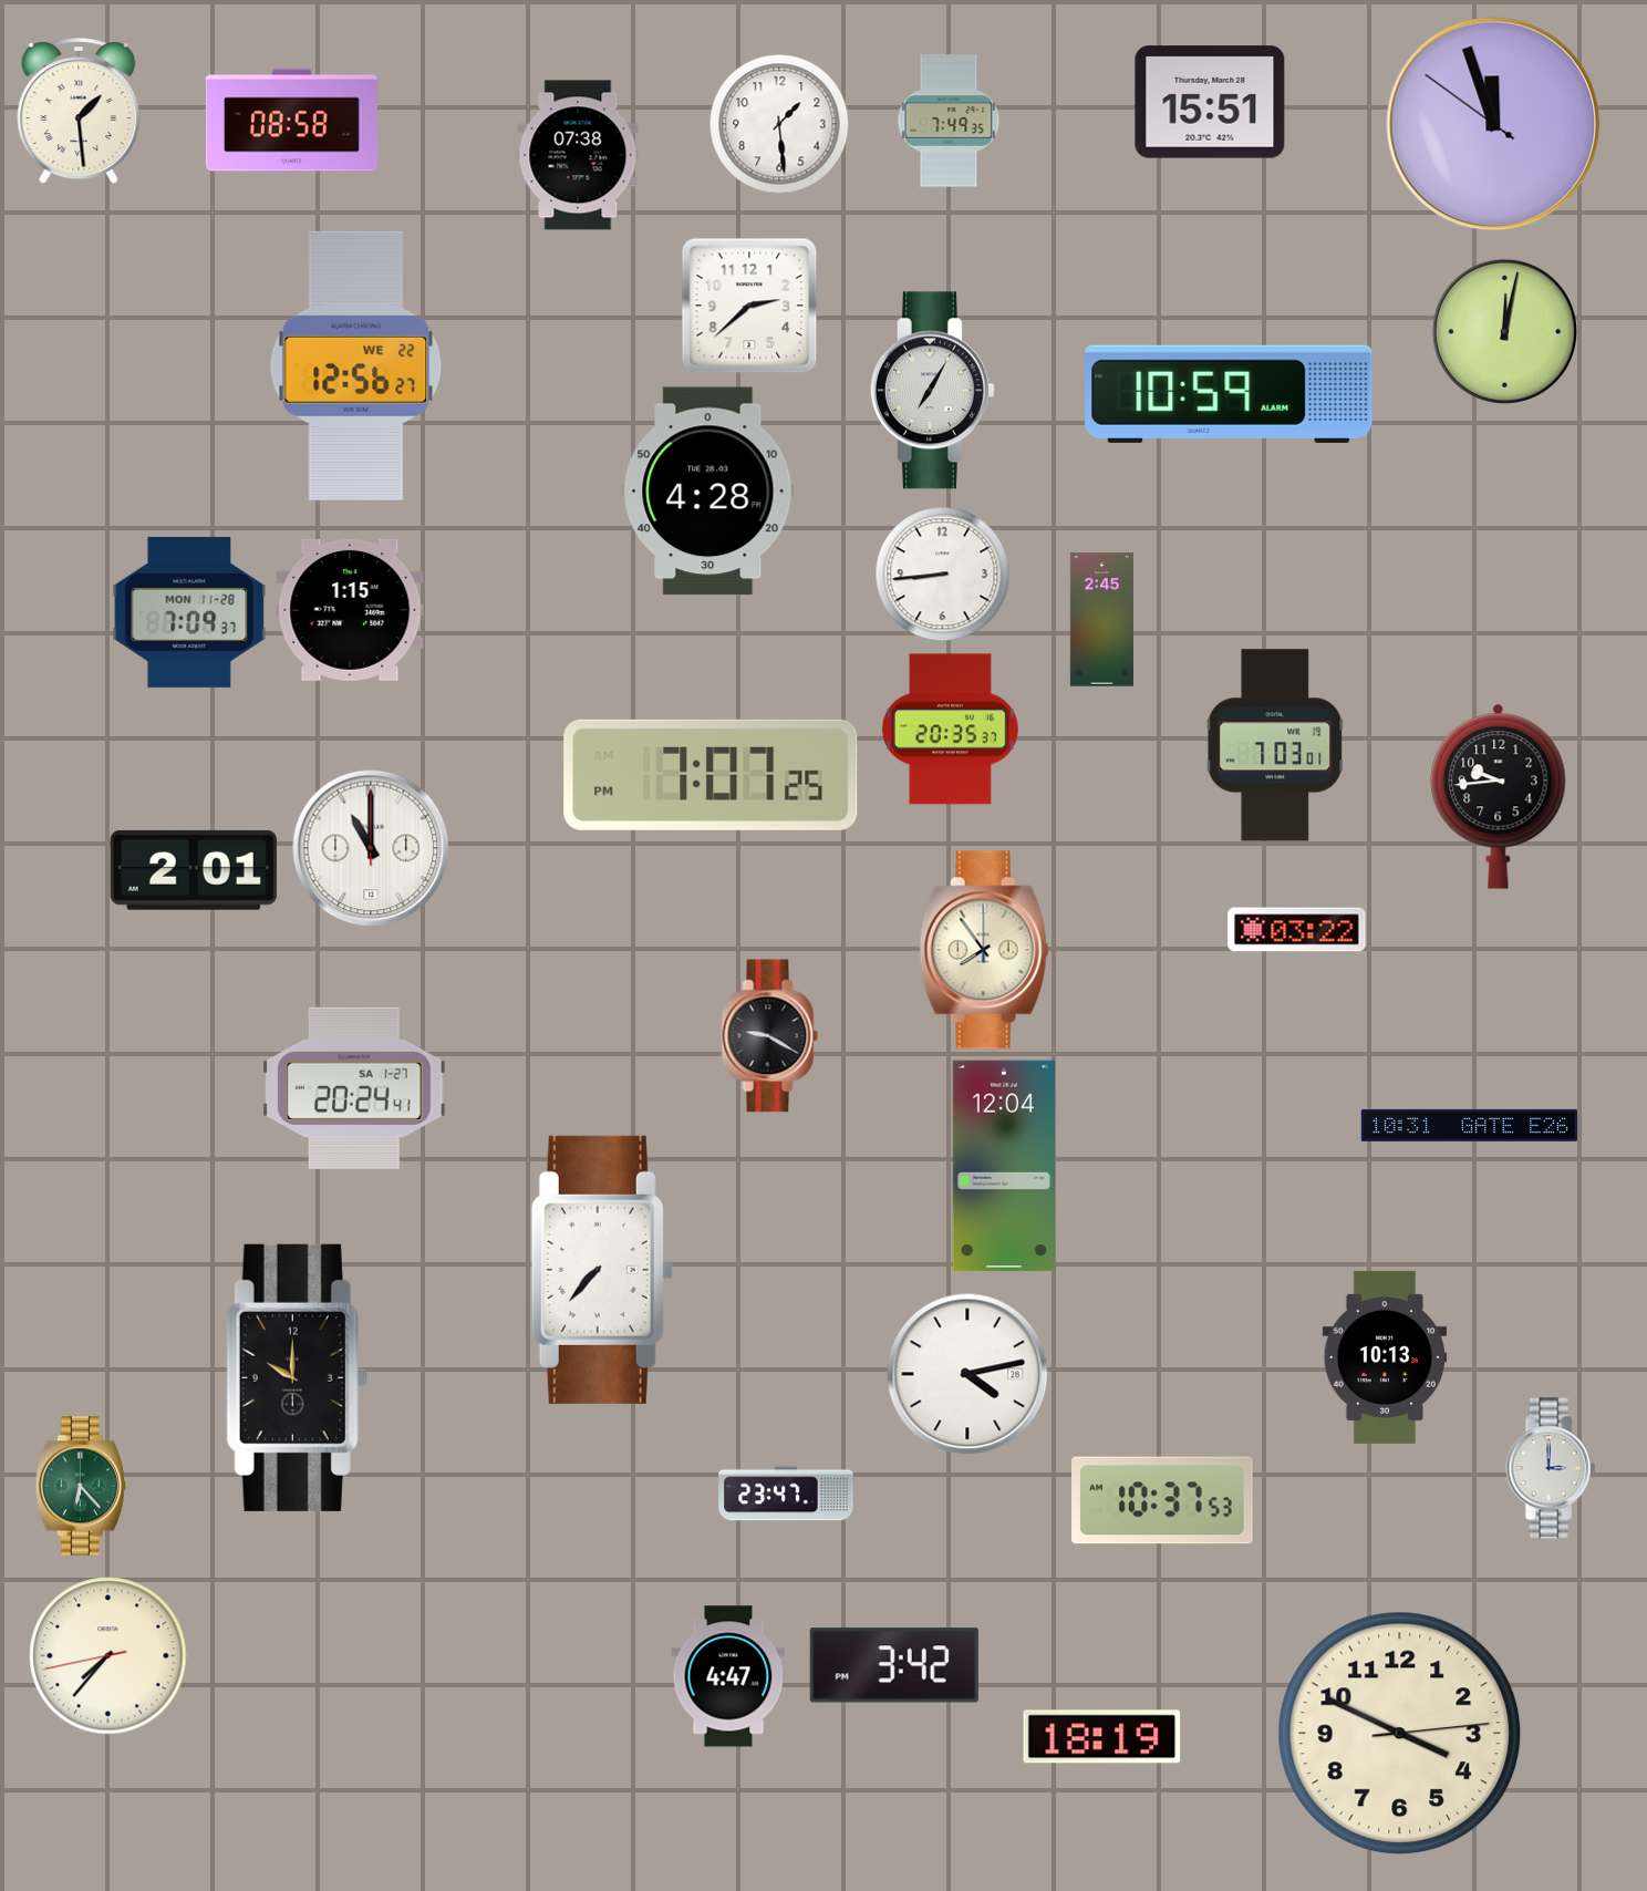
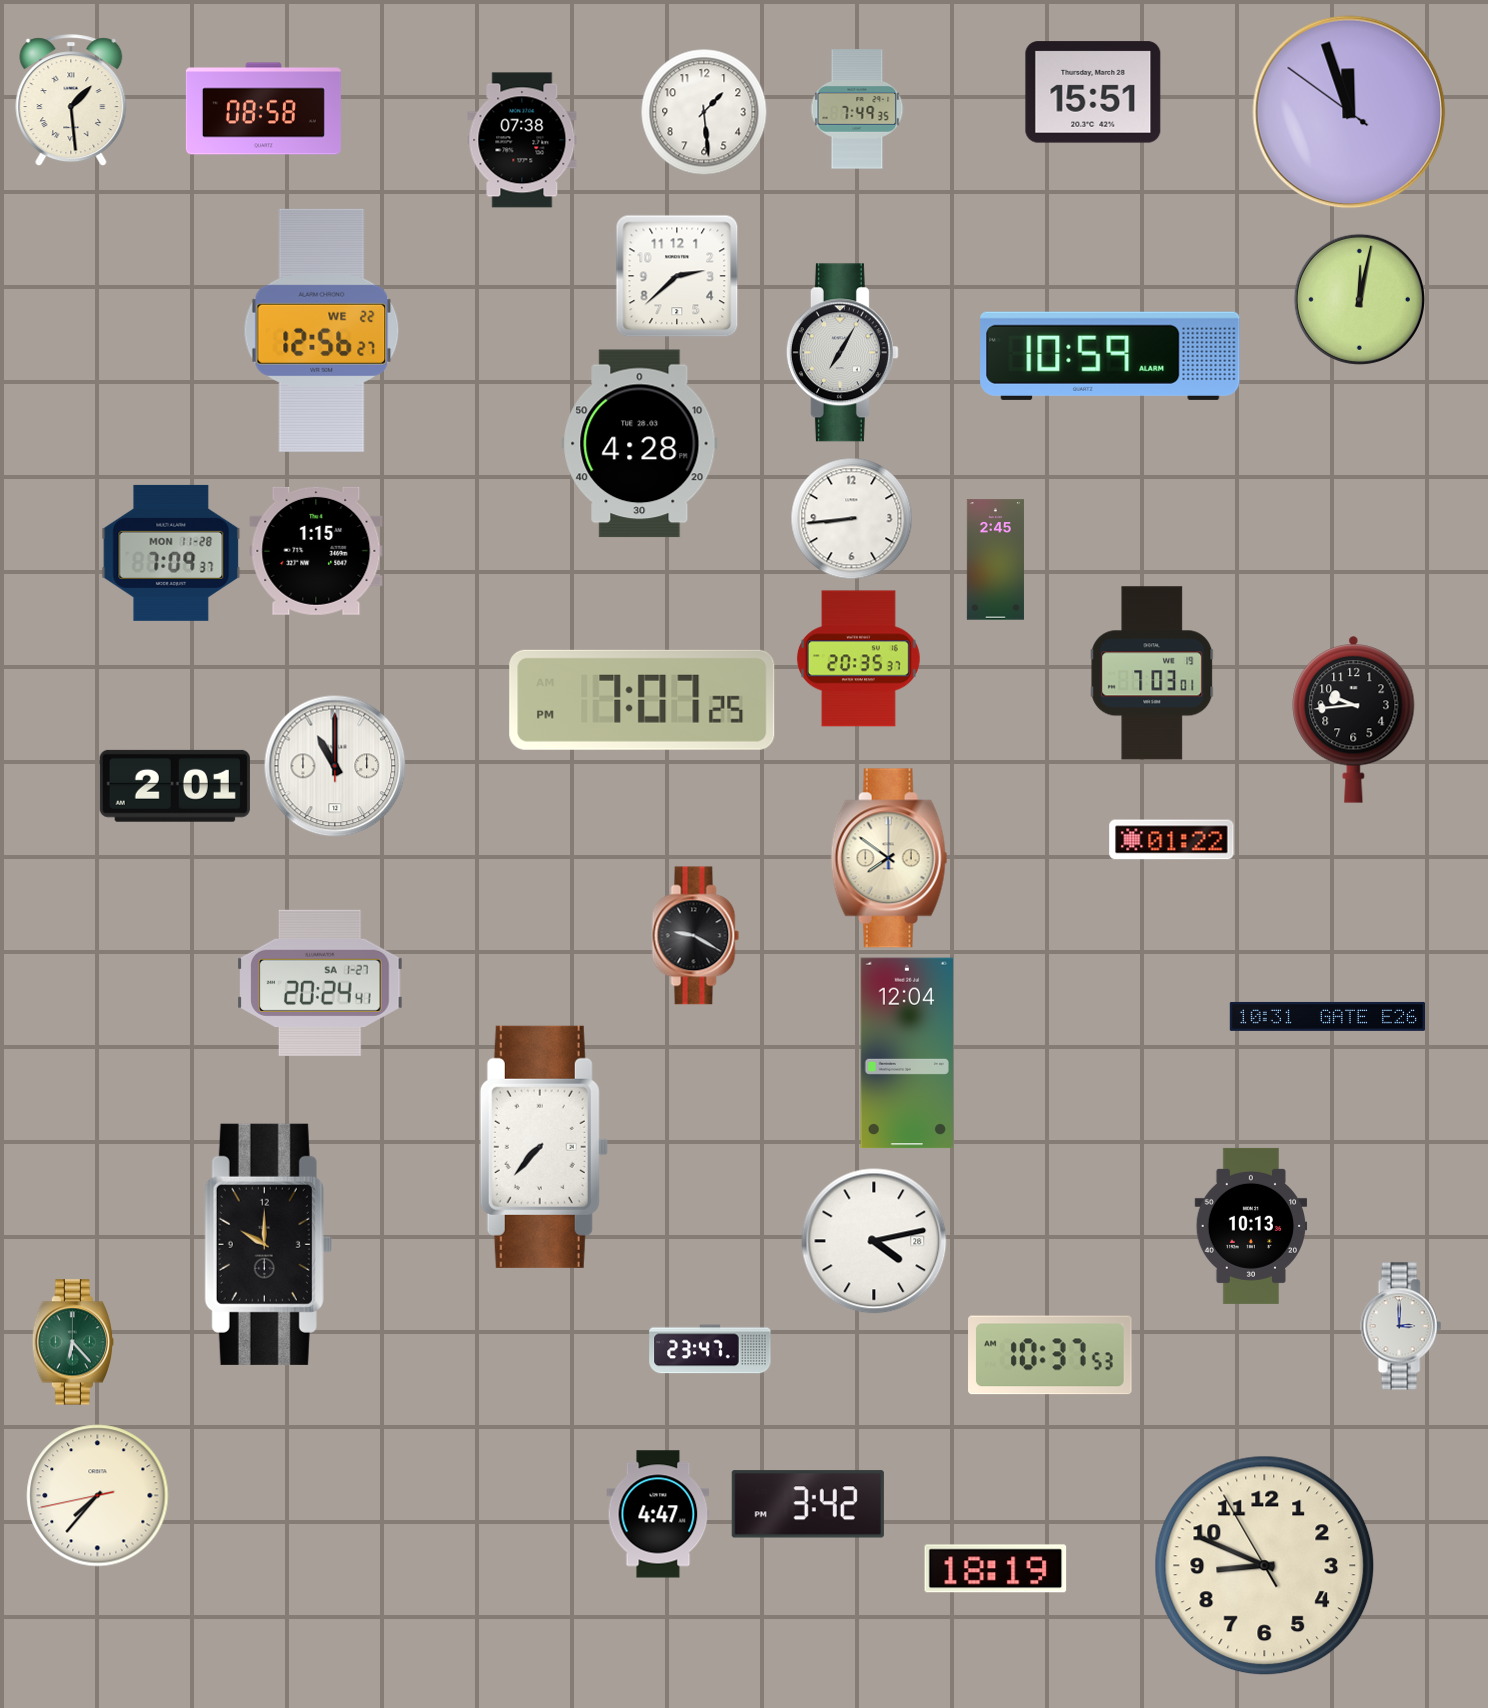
clock at (1297, 930): 03:22 -> 01:22
clock at (984, 950): 7:54 -> 7:51
clock at (1400, 1734): 3:49 -> 8:48
